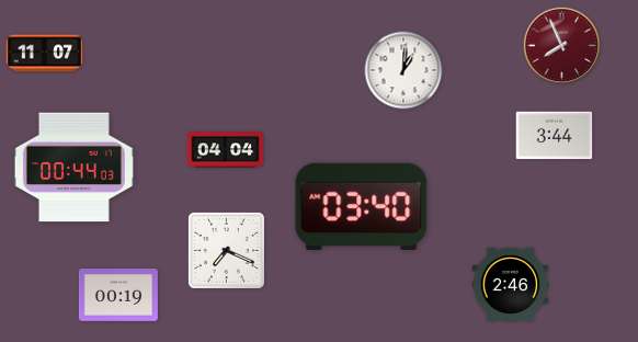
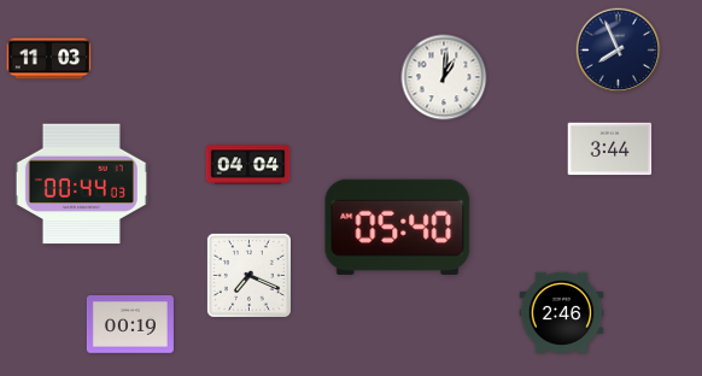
clock at (562, 46) dial: burgundy -> navy
clock at (45, 54): 11:07 -> 11:03
clock at (362, 206): 03:40 -> 05:40
